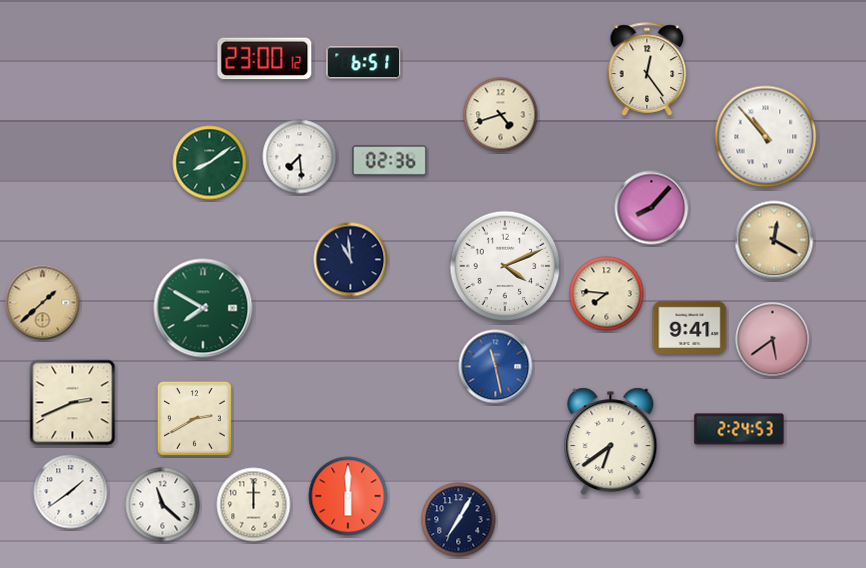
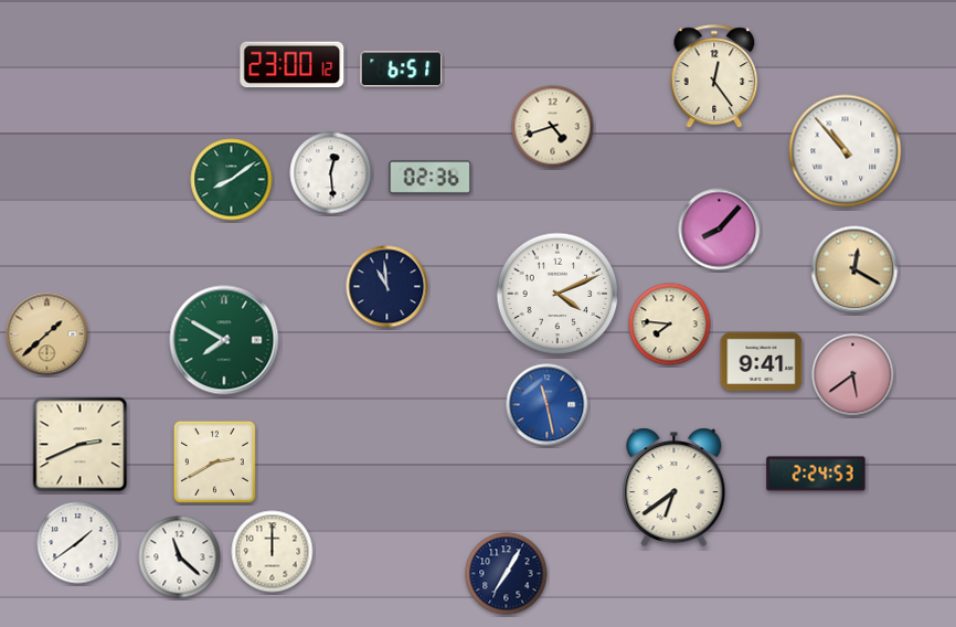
clock at (300, 157): 7:29 -> 12:29
clock at (774, 240) position: (774, 240) -> (854, 269)
clock at (348, 496): 6:00 -> none
clock at (254, 505) position: (254, 505) -> (273, 552)
